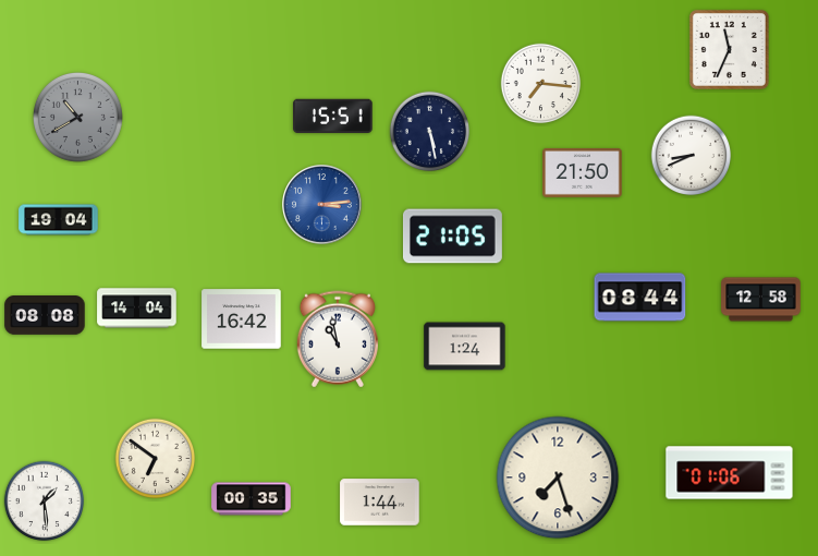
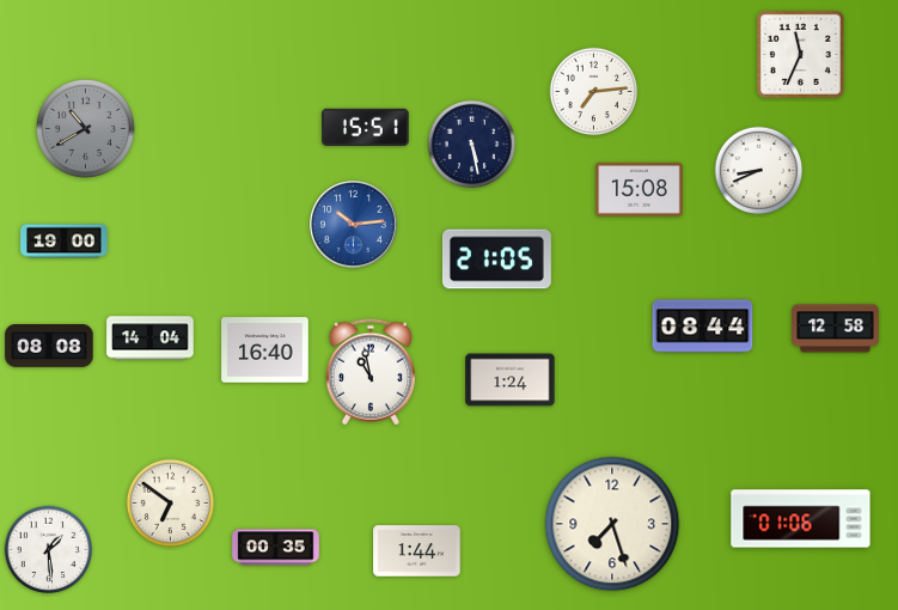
clock at (541, 84): 7:16 -> 7:14
clock at (583, 172): 21:50 -> 15:08
clock at (322, 205): 3:14 -> 10:14
clock at (59, 220): 19:04 -> 19:00
clock at (242, 319): 16:42 -> 16:40
